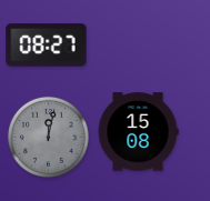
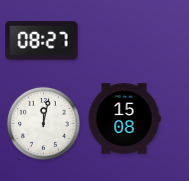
clock at (48, 137) dial: grey -> white
